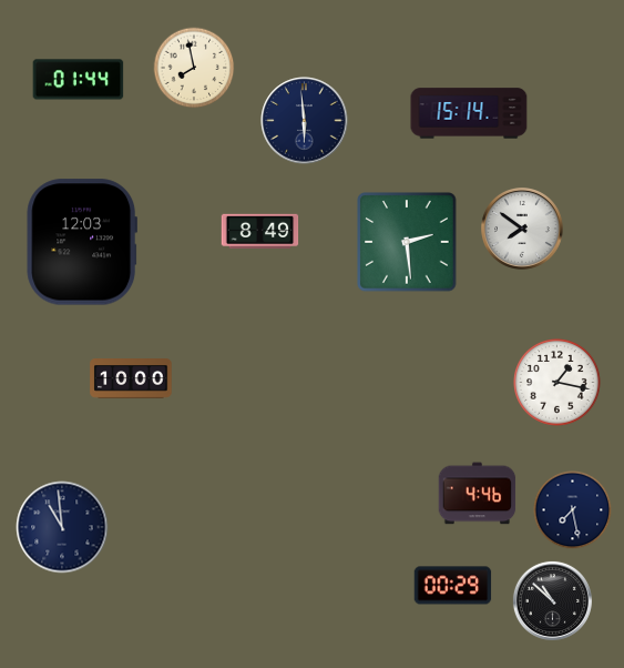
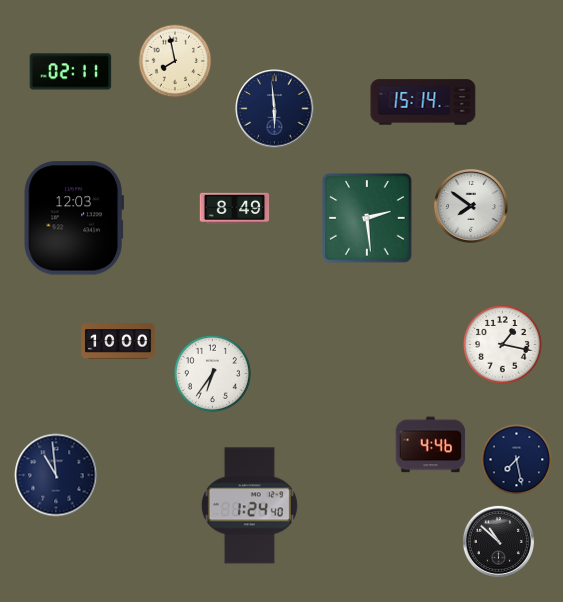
clock at (79, 80): 01:44 -> 02:11
clock at (212, 373): none -> 6:36
clock at (249, 506): none -> 1:24
clock at (453, 586): 00:29 -> none
